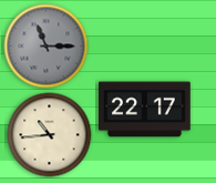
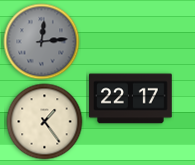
clock at (47, 47): 11:15 -> 12:14
clock at (50, 135): 10:44 -> 1:24
